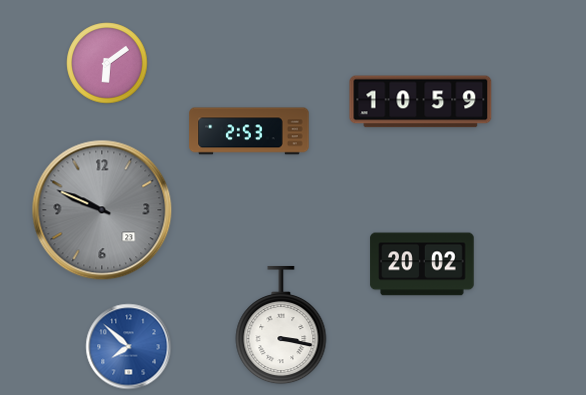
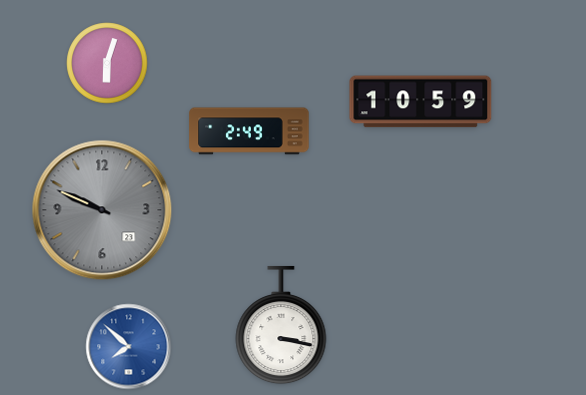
clock at (107, 63): 6:09 -> 6:03
clock at (249, 131): 2:53 -> 2:49
clock at (422, 264): 20:02 -> none
